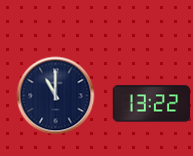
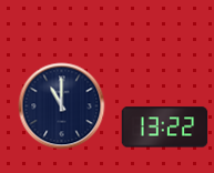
clock at (151, 104) position: (151, 104) -> (164, 128)
